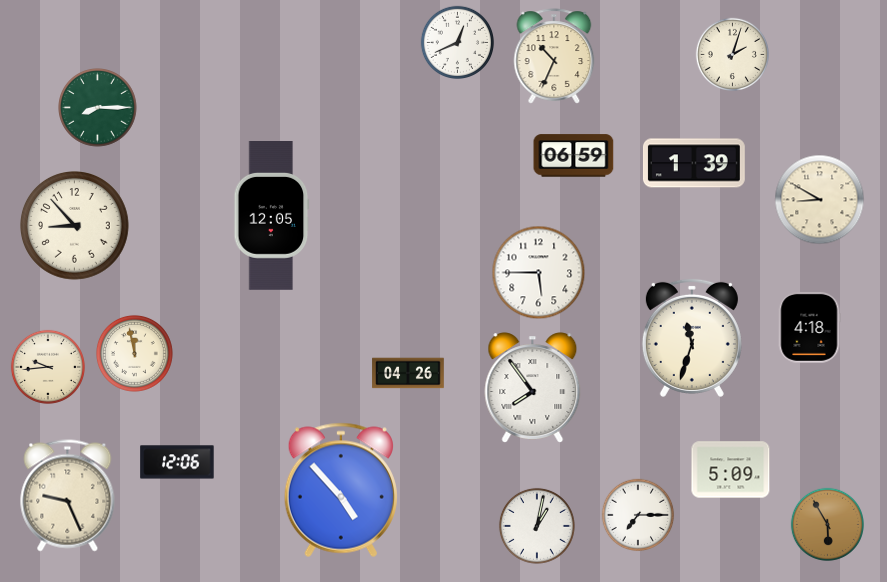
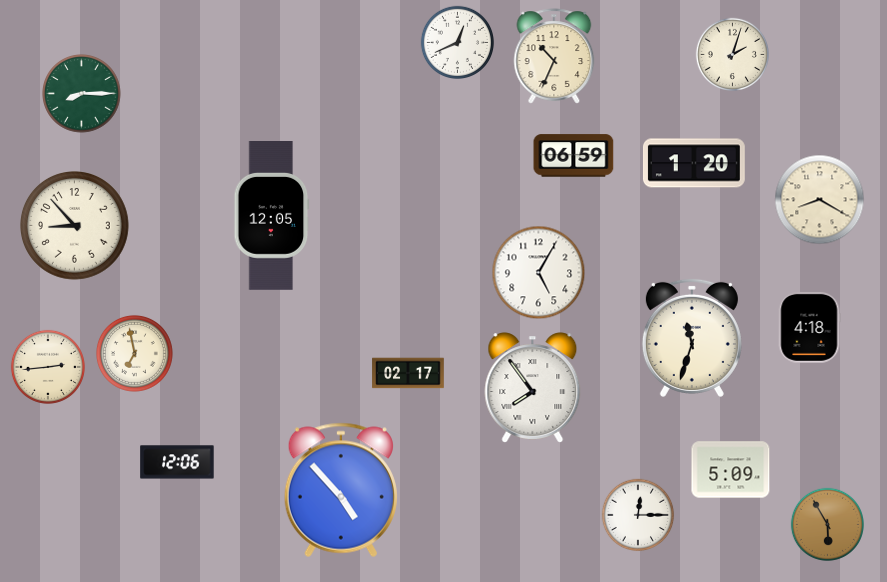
clock at (98, 108) position: (98, 108) -> (82, 94)
clock at (694, 163): 1:39 -> 1:20
clock at (820, 200): 8:50 -> 8:20
clock at (539, 273): 5:45 -> 5:05
clock at (134, 353): 11:58 -> 6:58
clock at (48, 367): 9:44 -> 2:44
clock at (408, 373): 04:26 -> 02:17
clock at (68, 496): 9:26 -> none
clock at (638, 515): 7:15 -> 12:15
clock at (537, 526): 1:02 -> none
